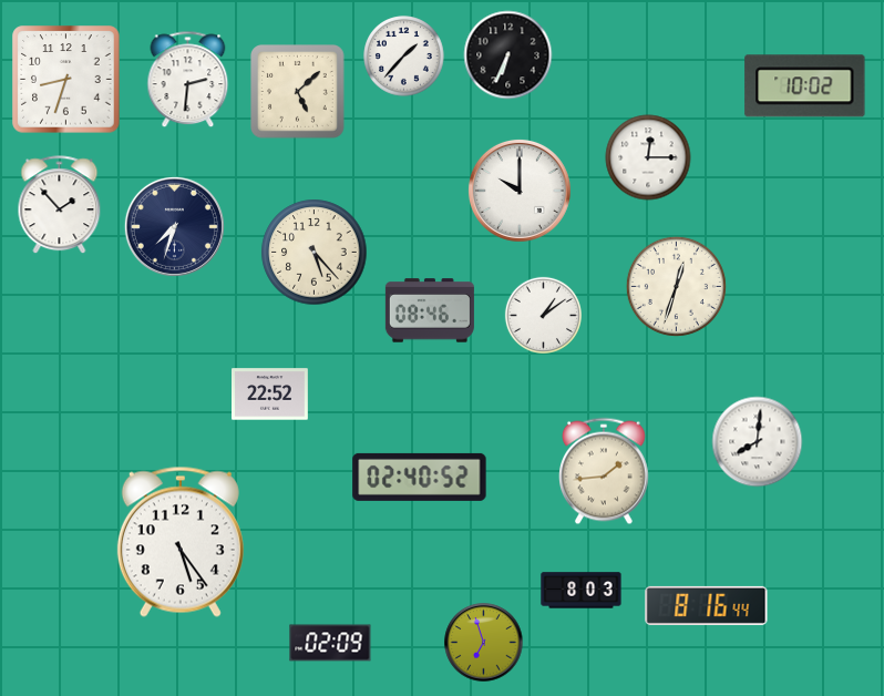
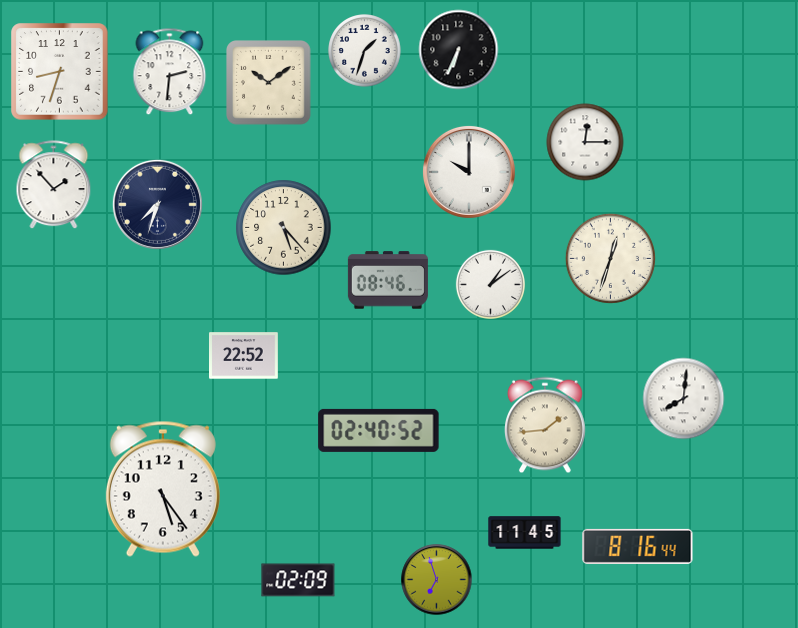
clock at (404, 57): 1:37 -> 1:33
clock at (805, 86): 10:02 -> none
clock at (298, 92): 5:08 -> 10:09
clock at (582, 591): 8:03 -> 11:45
